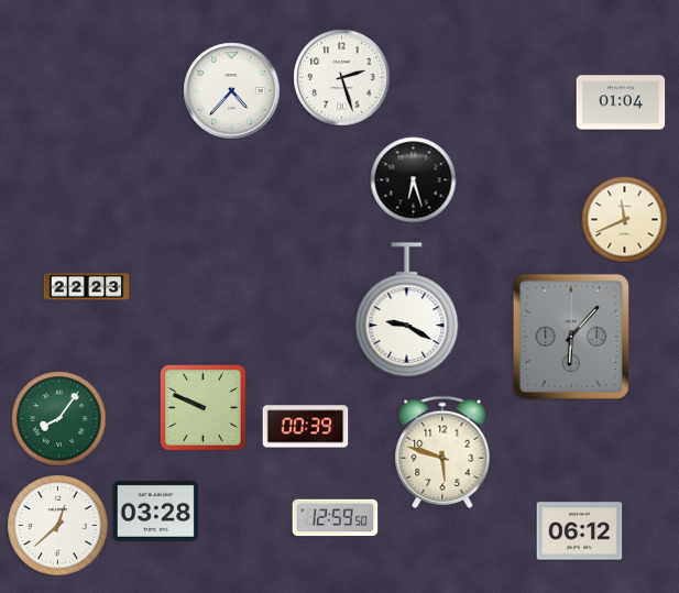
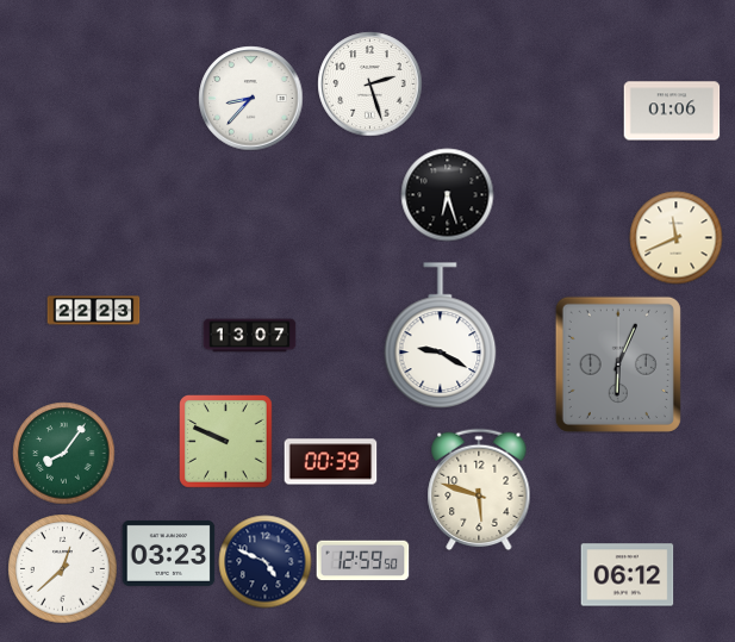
clock at (231, 90): 4:37 -> 8:37
clock at (621, 102): 01:04 -> 01:06
clock at (249, 336): none -> 13:07
clock at (571, 337): 6:07 -> 6:04
clock at (204, 408) position: (204, 408) -> (226, 442)
clock at (155, 510): 03:28 -> 03:23
clock at (264, 561): none -> 4:49
